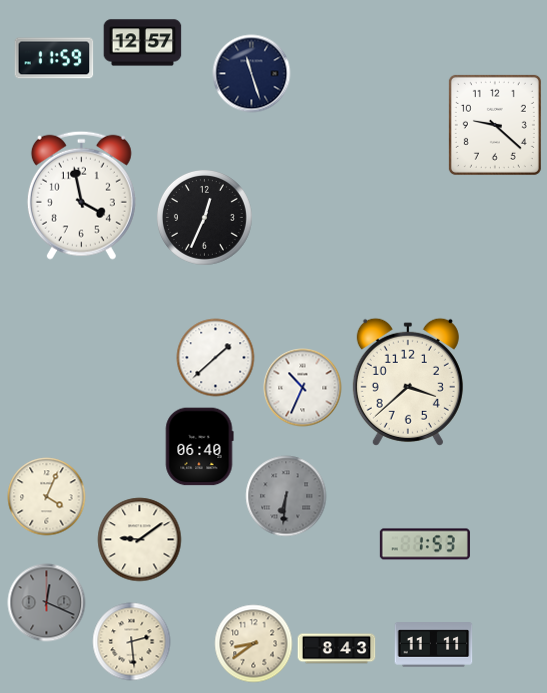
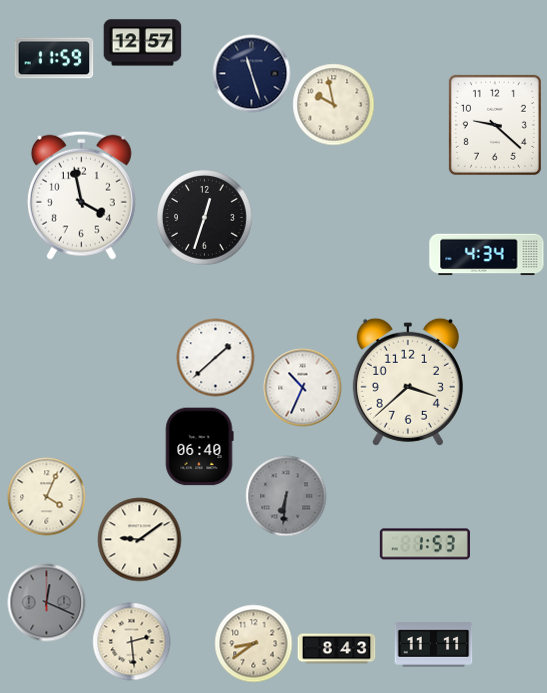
clock at (333, 104): none -> 9:58
clock at (204, 217): 12:34 -> 12:33
clock at (487, 255): none -> 4:34
